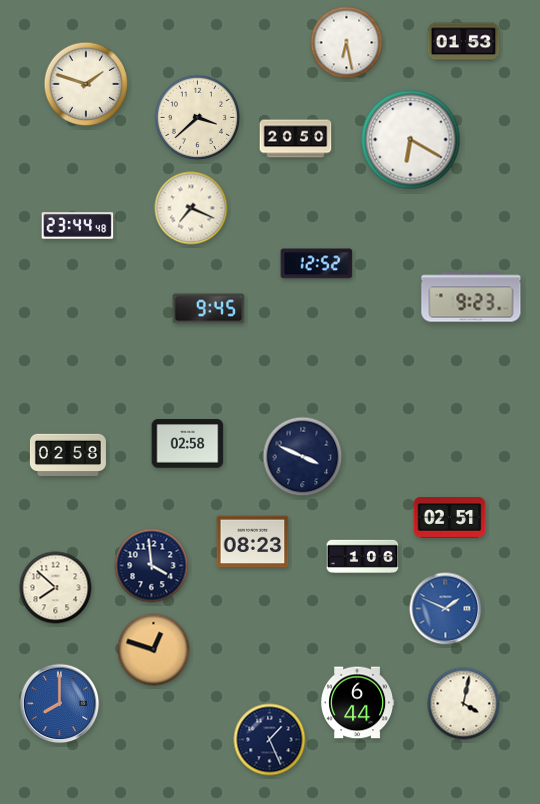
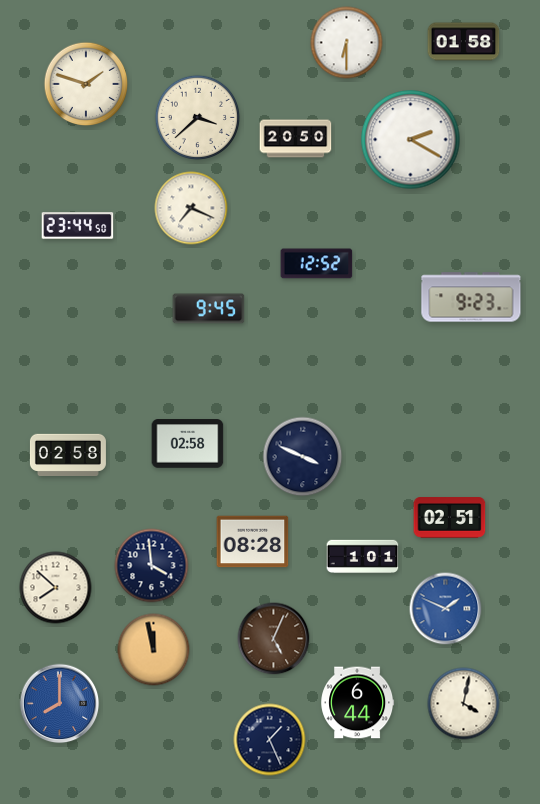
clock at (464, 42): 01:53 -> 01:58
clock at (347, 43): 6:28 -> 6:30
clock at (411, 140): 6:20 -> 2:20
clock at (78, 226): 23:44:48 -> 23:44:50
clock at (253, 542): 08:23 -> 08:28
clock at (363, 556): 1:06 -> 1:01
clock at (274, 639): none -> 5:04
clock at (154, 650): 12:48 -> 11:58
